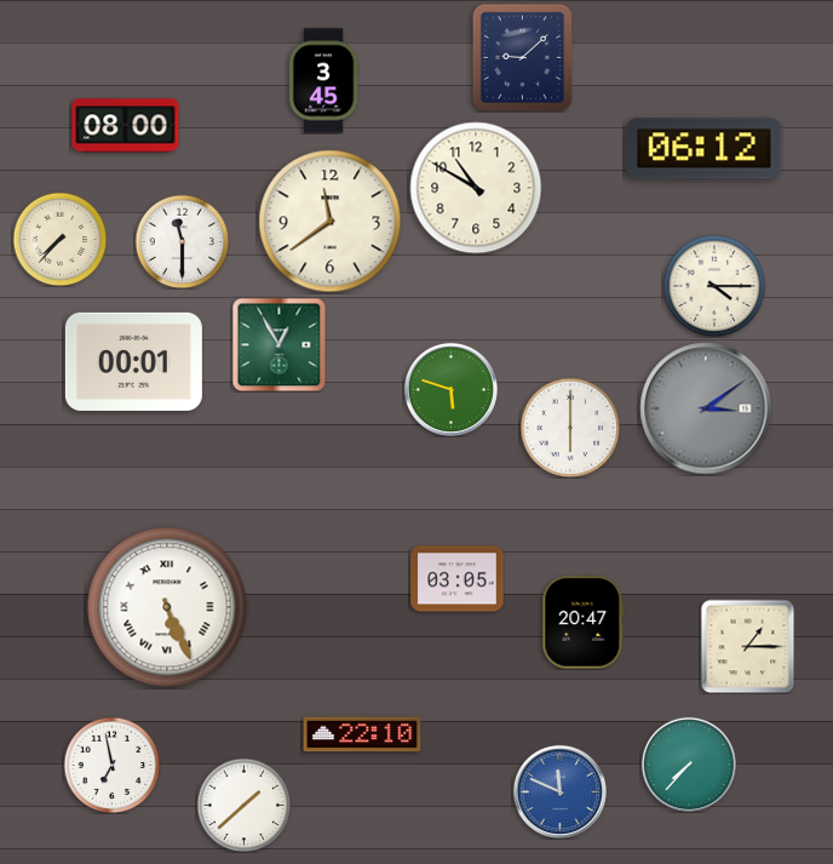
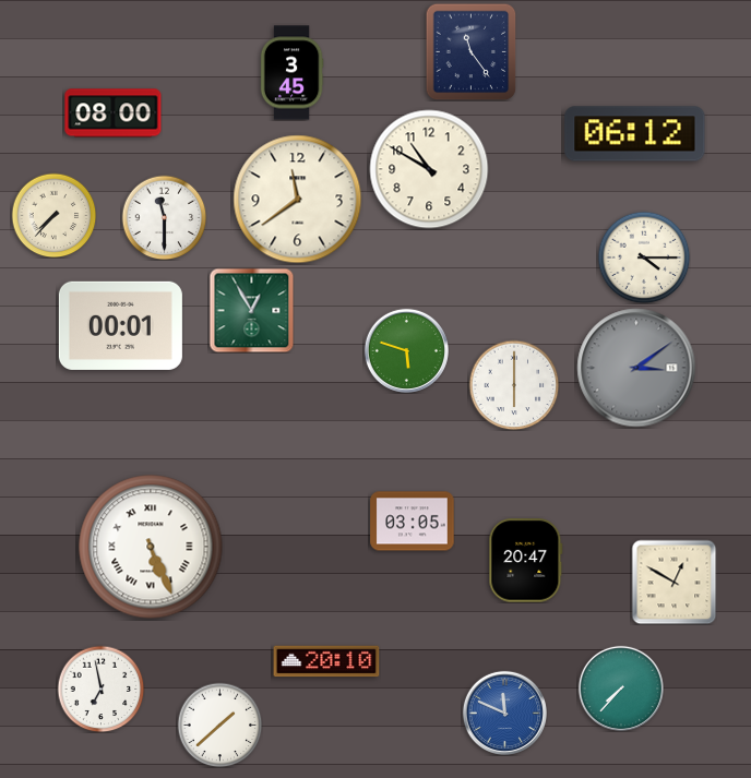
clock at (523, 57): 9:08 -> 11:24
clock at (747, 646): 1:15 -> 12:50
clock at (362, 734): 22:10 -> 20:10
